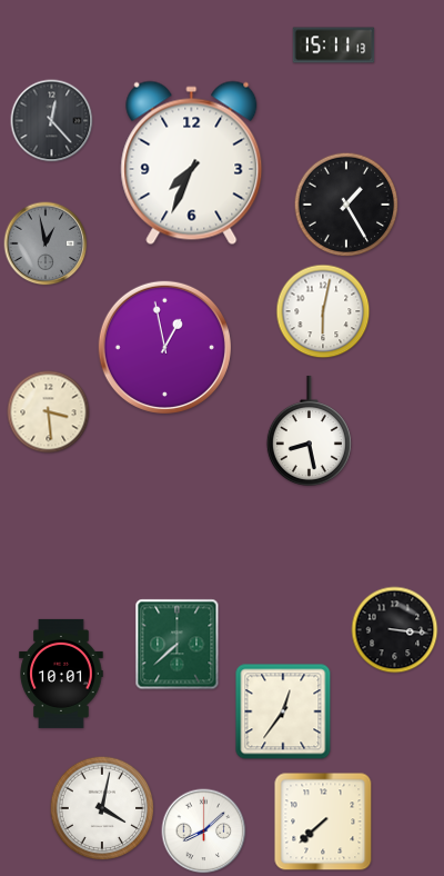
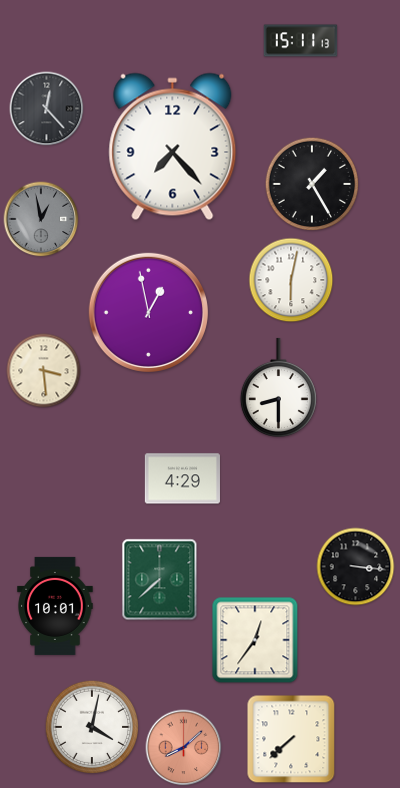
clock at (192, 163): 7:34 -> 7:23
clock at (309, 431): 8:28 -> 8:30
clock at (182, 479): none -> 4:29
clock at (204, 832) dial: white -> salmon
